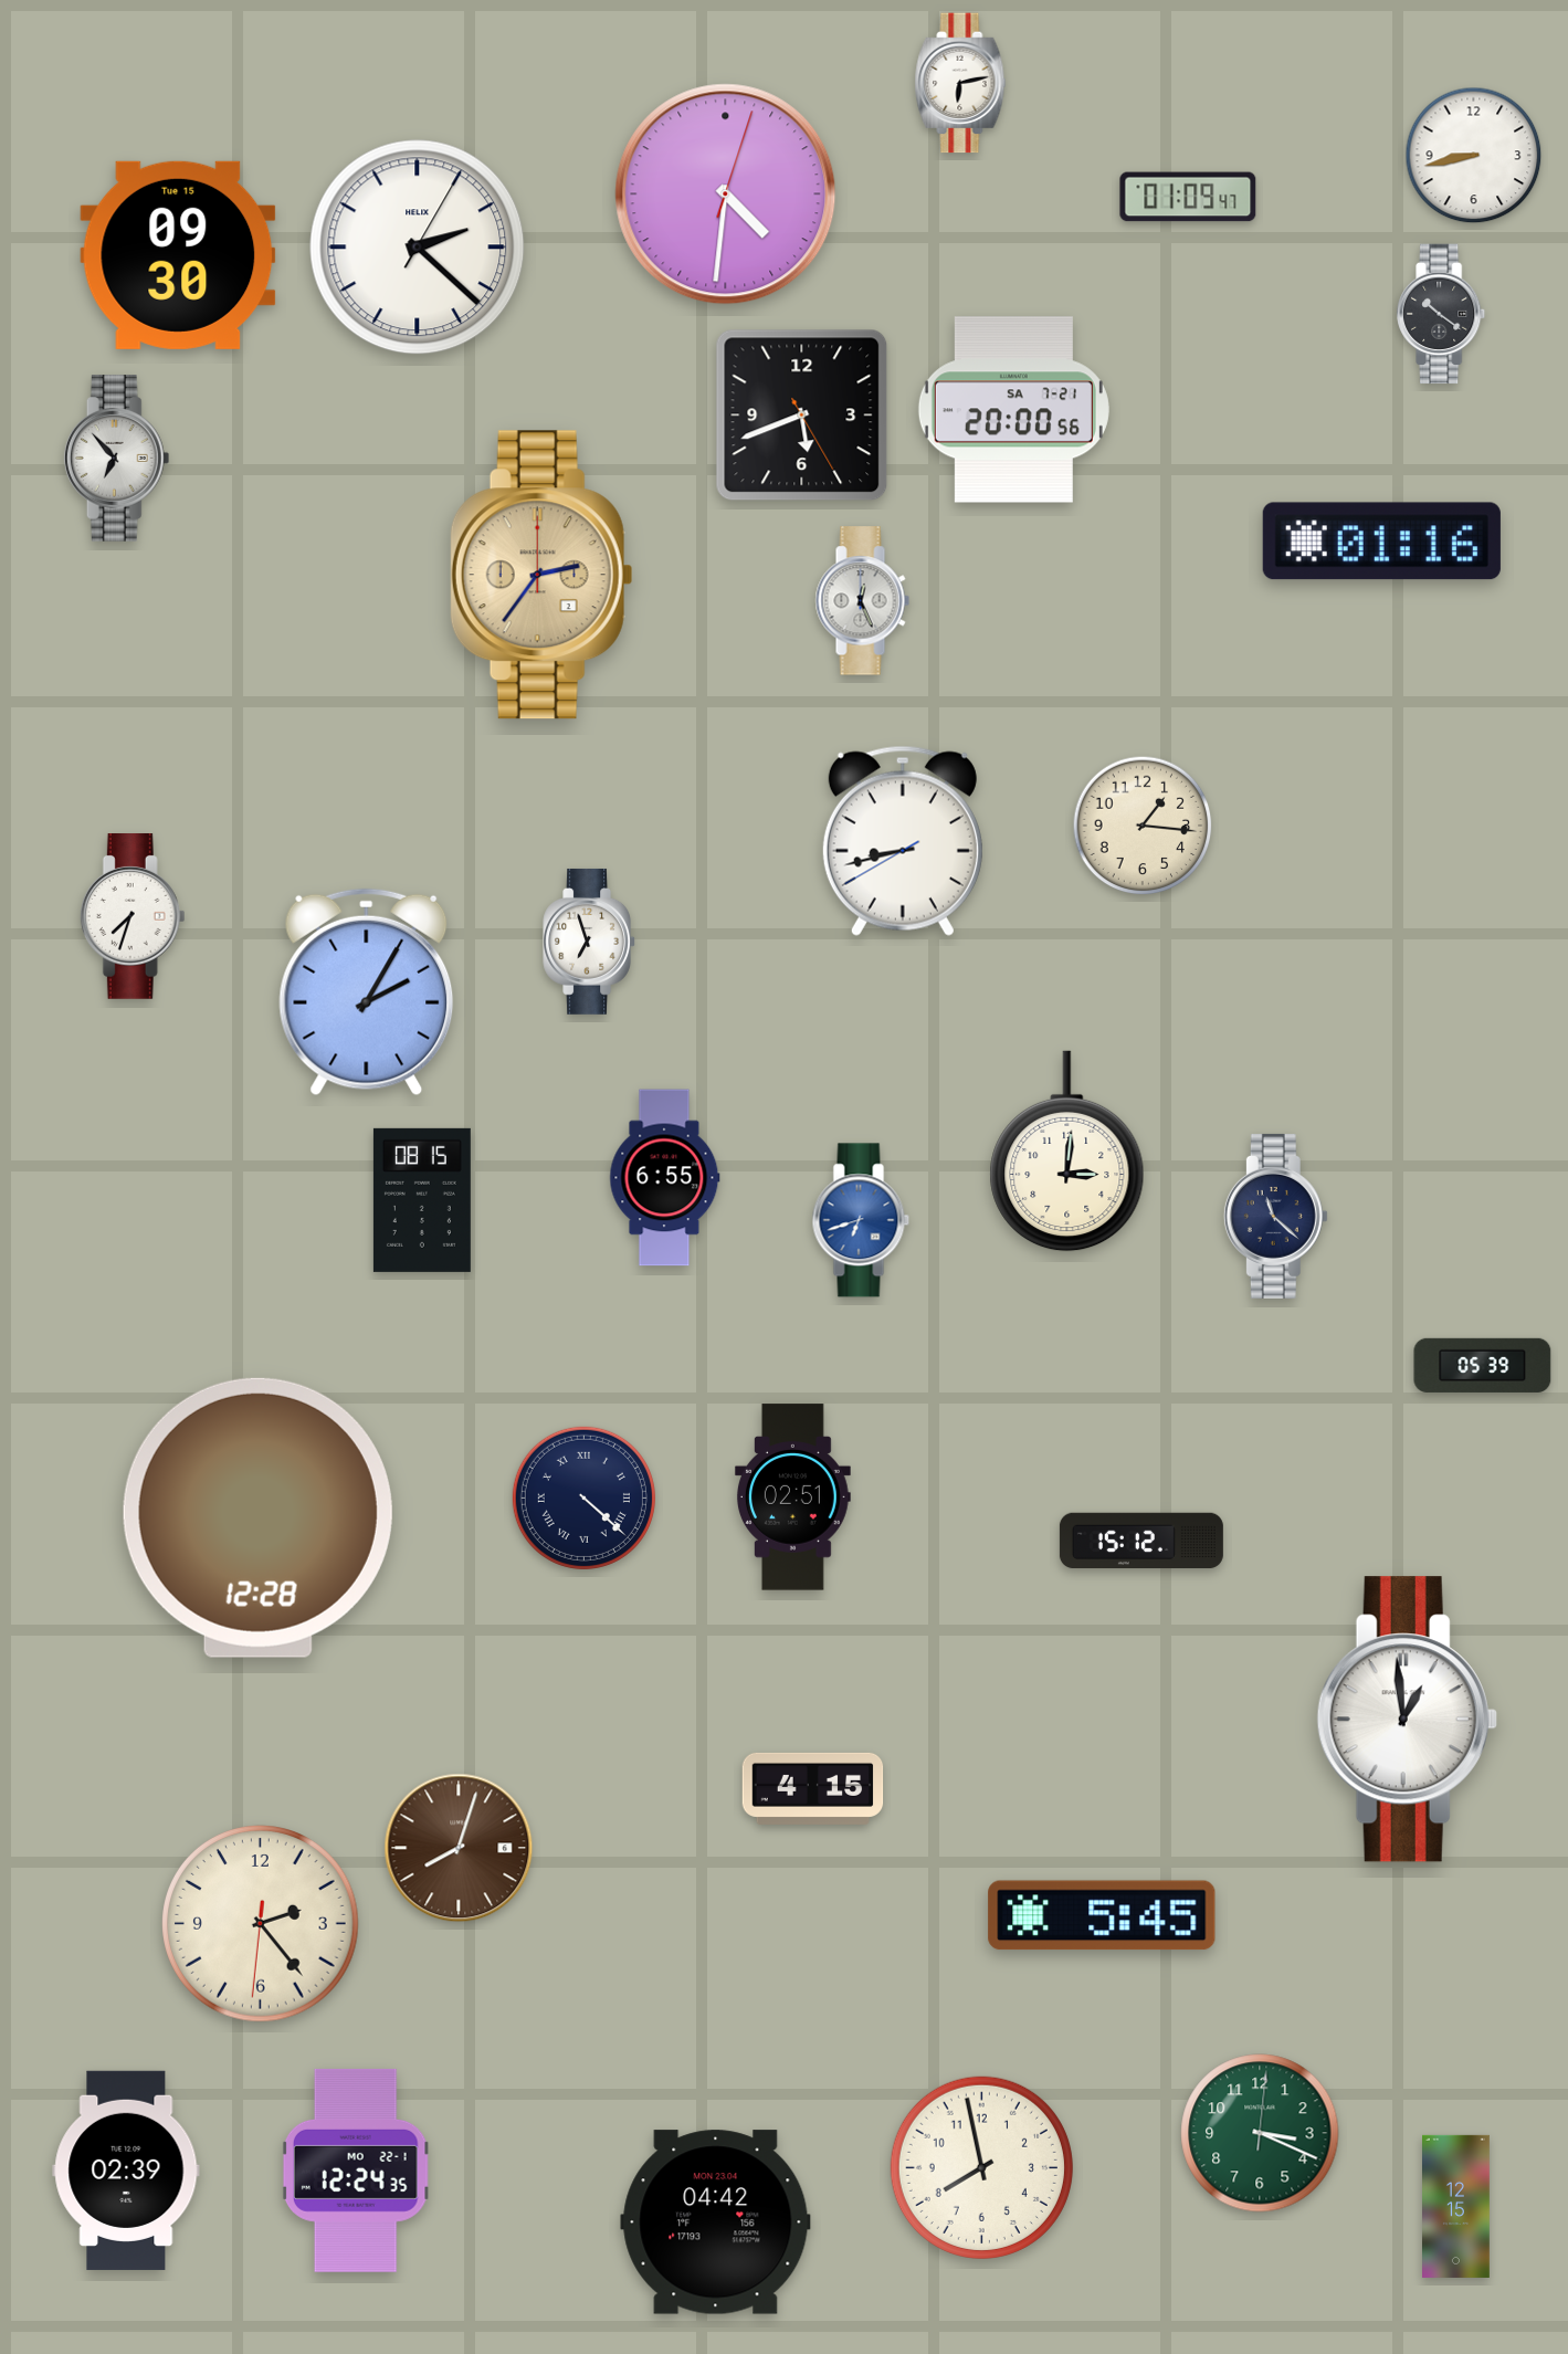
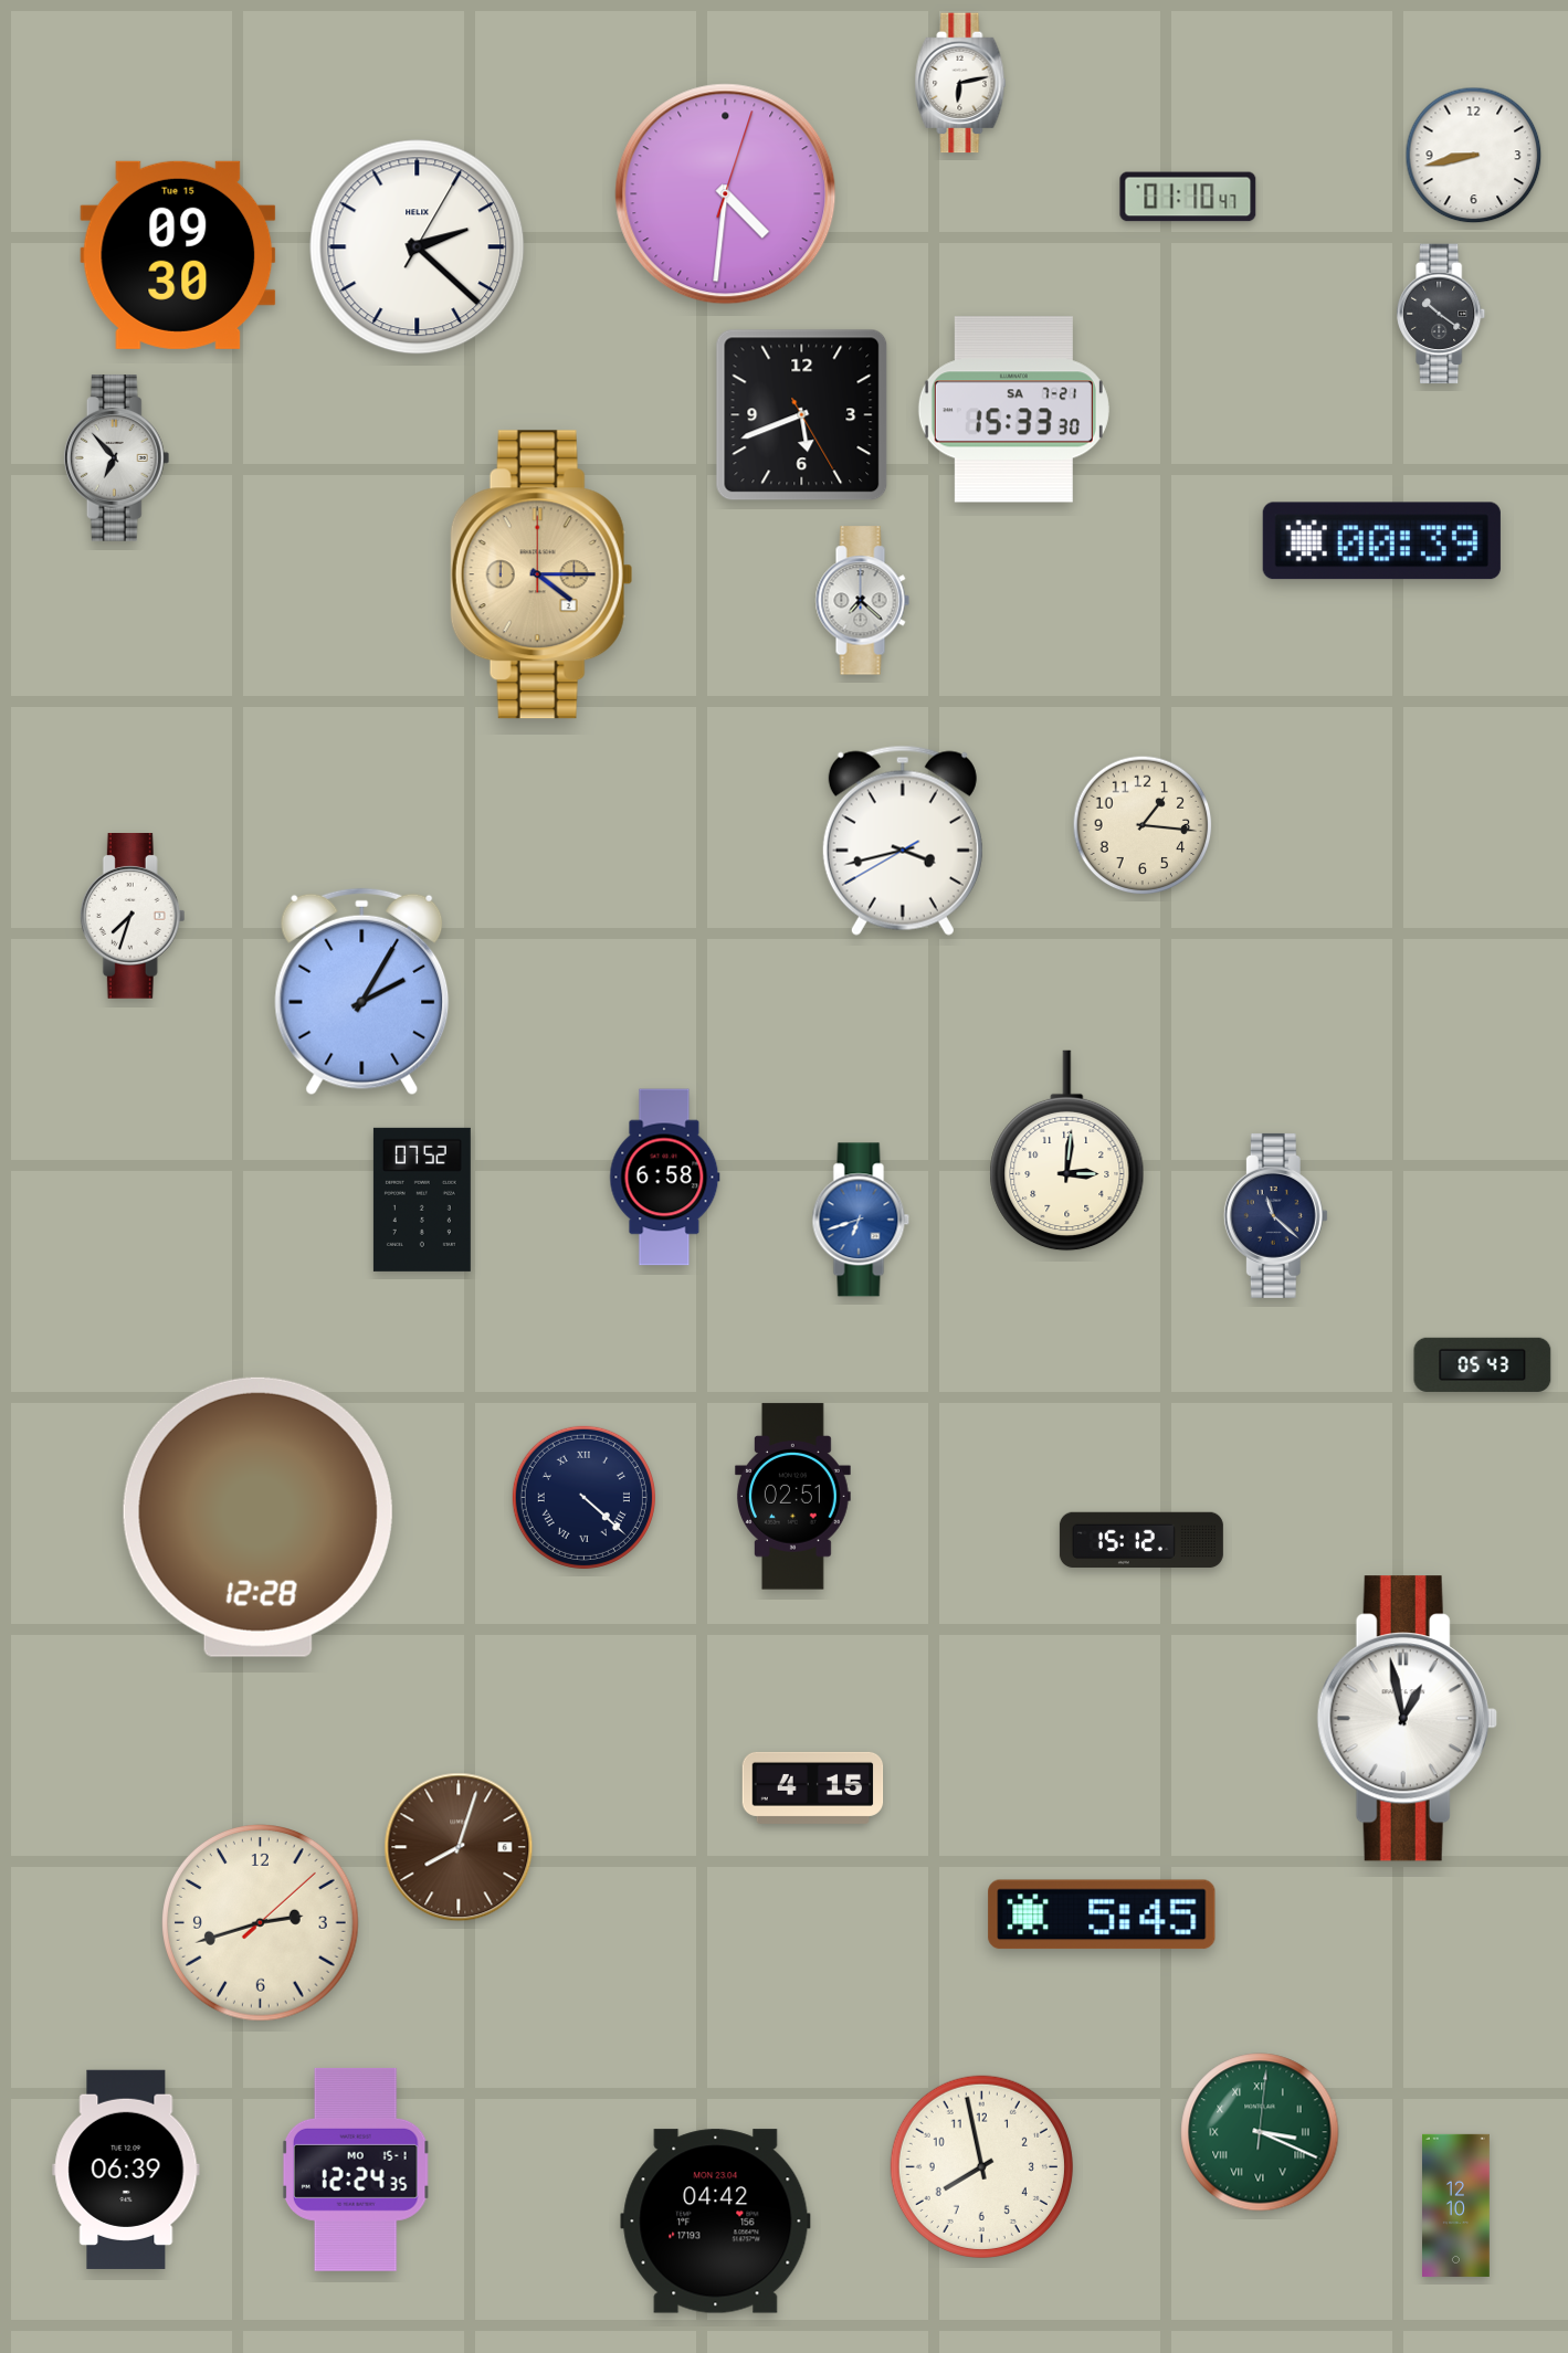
clock at (1188, 197): 01:09 -> 01:10
clock at (1013, 410): 20:00 -> 15:33
clock at (1381, 542): 01:16 -> 00:39
clock at (541, 575): 2:36 -> 4:15
clock at (862, 601): 12:26 -> 7:22
clock at (903, 841): 8:42 -> 3:42
clock at (589, 942): 6:57 -> none
clock at (367, 992) position: (367, 992) -> (362, 992)
clock at (665, 1178): 6:55 -> 6:58
clock at (422, 1200): 08:15 -> 07:52
clock at (1483, 1365): 05:39 -> 05:43
clock at (1407, 1720): 12:59 -> 12:58
clock at (261, 1924): 2:23 -> 2:42
clock at (1260, 2133) numerals: Arabic -> Roman
clock at (126, 2171): 02:39 -> 06:39
clock at (356, 2171) date: MO 22-1 -> MO 15-1
clock at (1456, 2206): 12:15 -> 12:10
